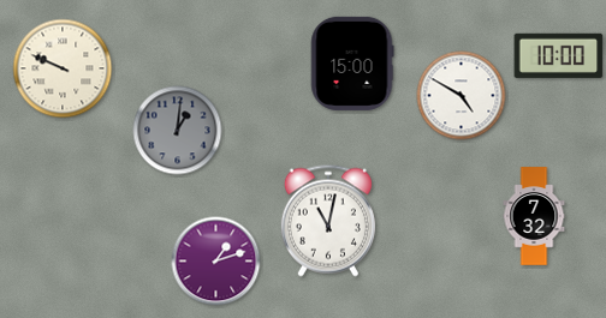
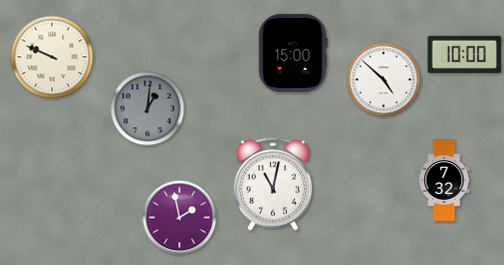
clock at (559, 55) position: (559, 55) -> (465, 54)
clock at (462, 96): 4:50 -> 4:52
clock at (216, 262): 1:12 -> 1:58
